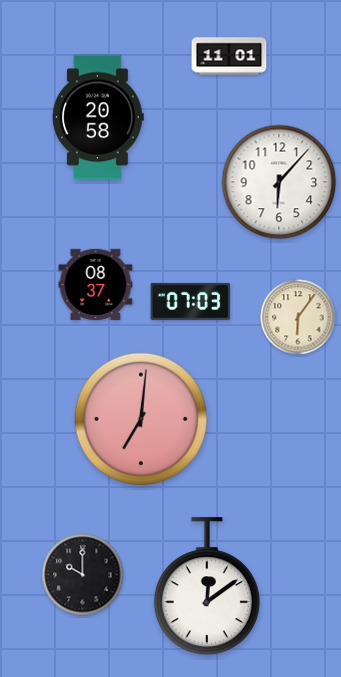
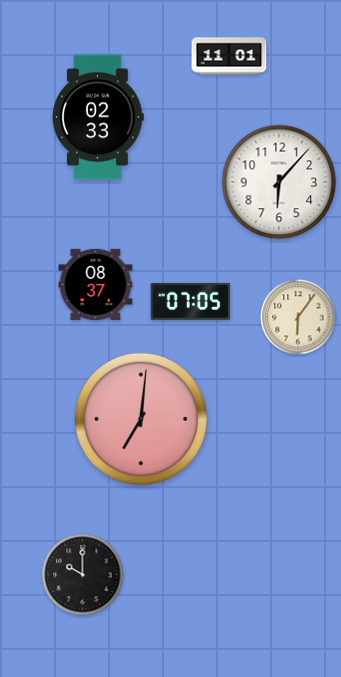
clock at (98, 117): 20:58 -> 02:33
clock at (191, 301): 07:03 -> 07:05
clock at (207, 587): 12:09 -> none
